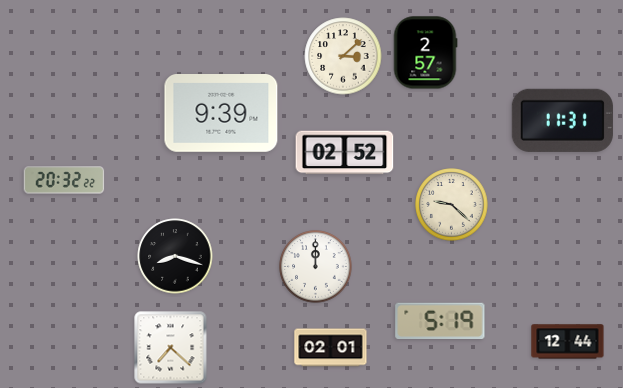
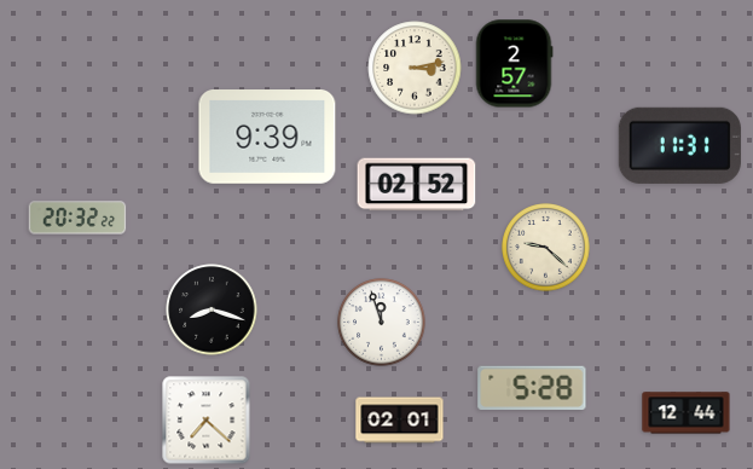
clock at (343, 56): 3:08 -> 3:13
clock at (316, 267): 12:00 -> 11:57
clock at (440, 320): 5:19 -> 5:28
